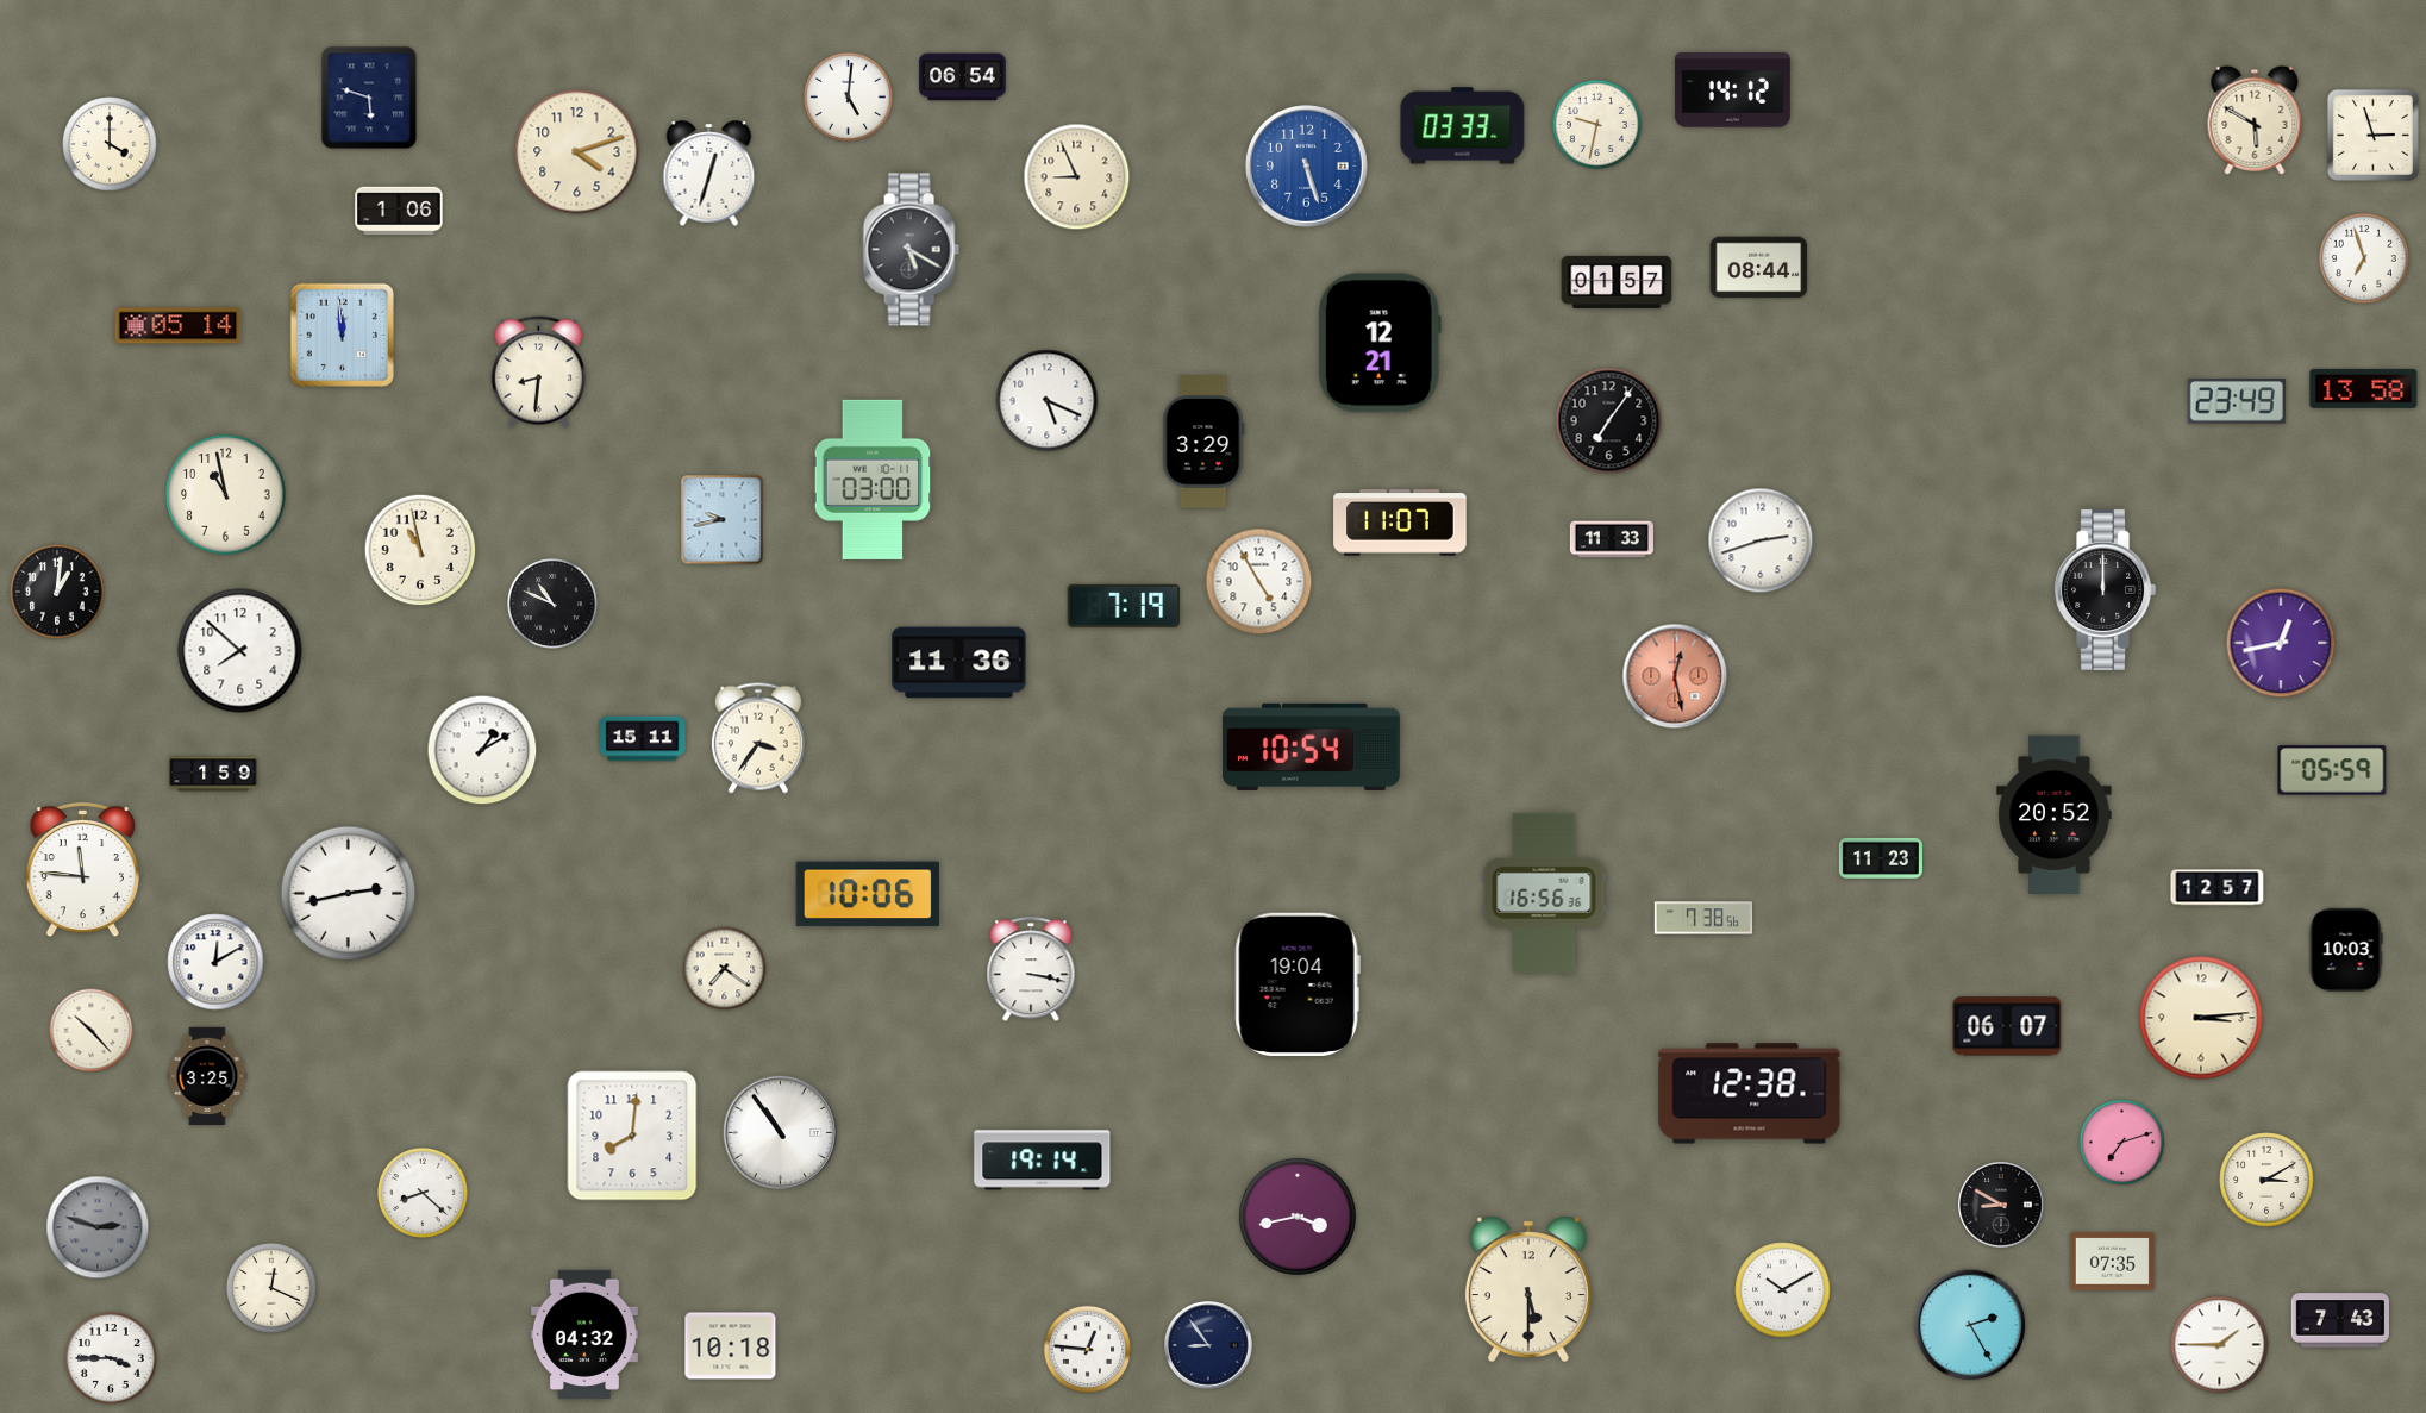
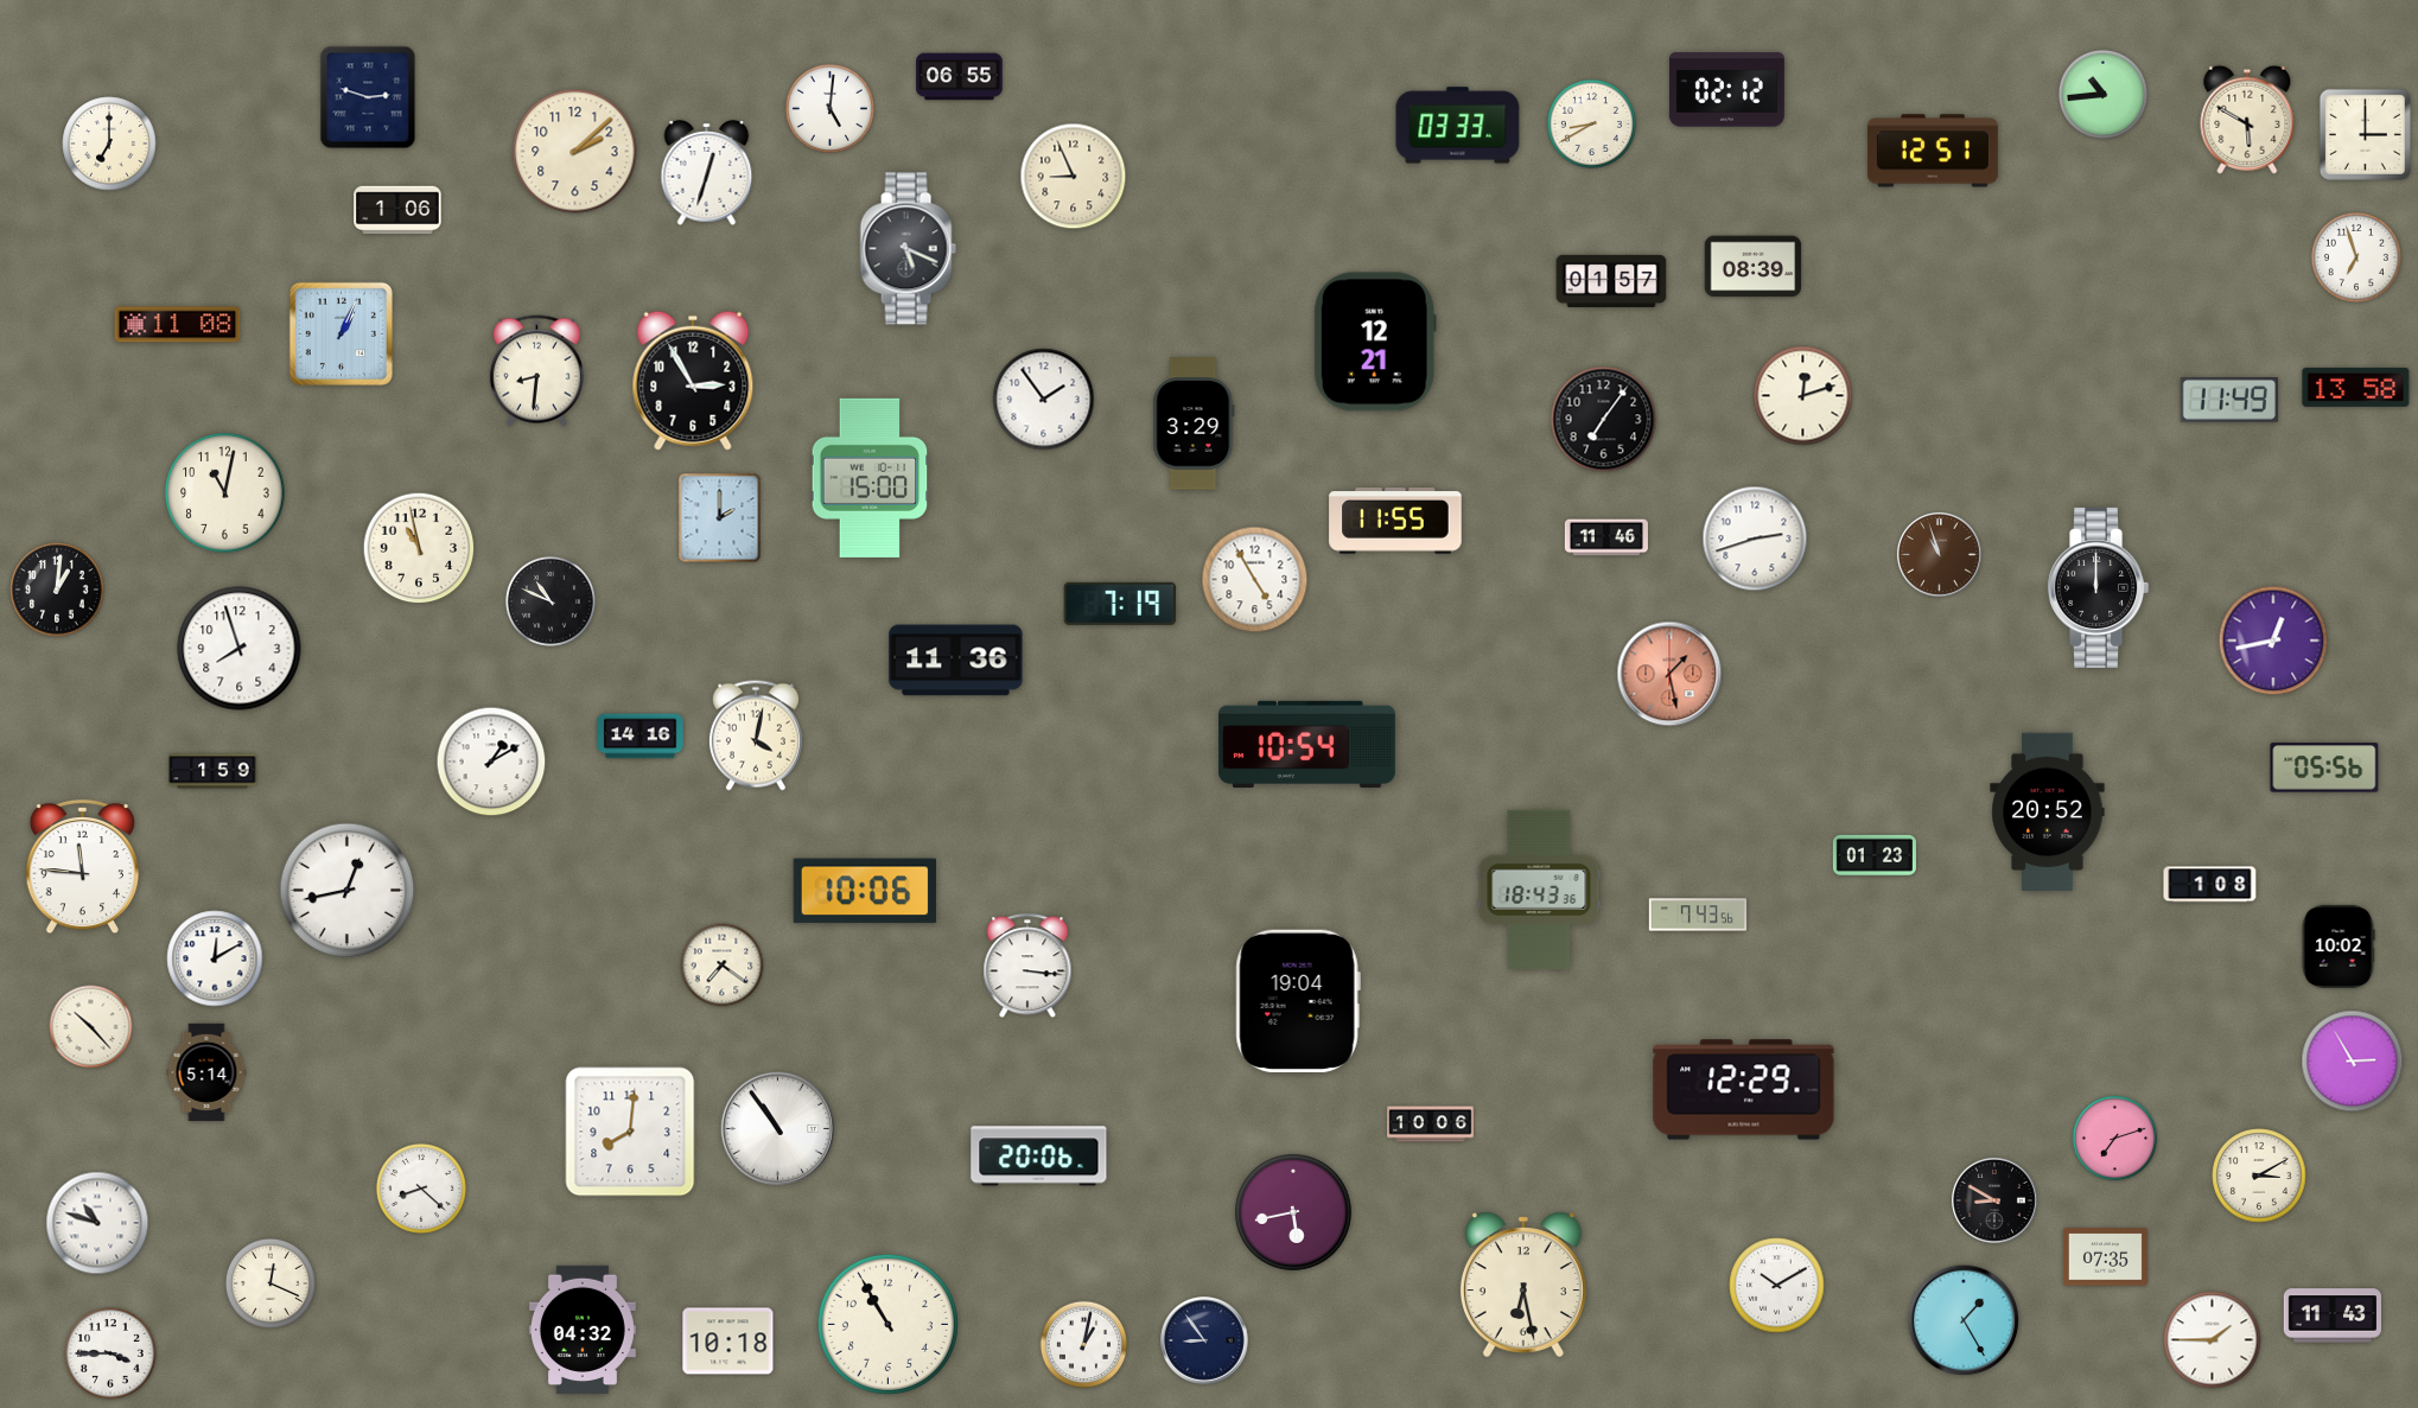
clock at (963, 77): 06:54 -> 06:55
clock at (1732, 90): 14:12 -> 02:12
clock at (2102, 94): none -> 10:44
clock at (848, 96) position: (848, 96) -> (829, 108)
clock at (369, 98): 5:48 -> 2:48
clock at (1596, 124): 9:32 -> 8:40
clock at (2372, 135): 2:57 -> 3:00
clock at (110, 144): 4:00 -> 7:00
clock at (1933, 151): none -> 12:51
clock at (577, 152): 4:12 -> 2:08
clock at (1307, 167): 5:27 -> none
clock at (911, 250): 5:20 -> 5:19
clock at (1759, 268): 08:44 -> 08:39
clock at (179, 326): 05:14 -> 11:08
clock at (342, 335): 11:59 -> 1:04
clock at (693, 381): none -> 2:55
clock at (1803, 396): none -> 12:12
clock at (1048, 401): 5:19 -> 1:54
clock at (2237, 402): 23:49 -> 11:49
clock at (1203, 442) position: (1203, 442) -> (1194, 423)
clock at (873, 480): 03:00 -> 15:00
clock at (226, 495): 10:58 -> 11:02
clock at (723, 520): 9:43 -> 2:00
clock at (1400, 523): 11:07 -> 11:55
clock at (1612, 539): 11:33 -> 11:46
clock at (1939, 554): none -> 10:57
clock at (240, 651): 7:52 -> 7:57
clock at (1675, 676): 12:28 -> 1:28
clock at (758, 738): 3:36 -> 4:02
clock at (643, 739): 15:11 -> 14:16
clock at (482, 750) position: (482, 750) -> (491, 762)
clock at (2332, 770): 05:59 -> 05:56
clock at (1881, 858): 11:23 -> 01:23
clock at (2218, 888): 12:57 -> 1:08
clock at (1544, 893): 16:56 -> 18:43
clock at (349, 894): 2:43 -> 12:43
clock at (1703, 918): 7:38 -> 7:43
clock at (2346, 950): 10:03 -> 10:02
clock at (1031, 970): 3:17 -> 3:16
clock at (1298, 984) position: (1298, 984) -> (1298, 1001)
clock at (2201, 1018): 3:14 -> none
clock at (2007, 1026): 06:07 -> none
clock at (2353, 1062): none -> 2:55
clock at (207, 1076): 3:25 -> 5:14
clock at (1750, 1094): 12:38 -> 12:29
clock at (1431, 1125): none -> 10:06
clock at (1043, 1161): 19:14 -> 20:06
clock at (1298, 1217): 3:43 -> 5:43
clock at (98, 1227): 2:48 -> 10:48
clock at (98, 1227) dial: grey -> white
clock at (1528, 1289): 5:30 -> 6:28
clock at (2340, 1320): 7:43 -> 11:43
clock at (1970, 1325): 2:25 -> 1:25
clock at (887, 1324): none -> 10:55
clock at (1088, 1350): 12:46 -> 1:02
